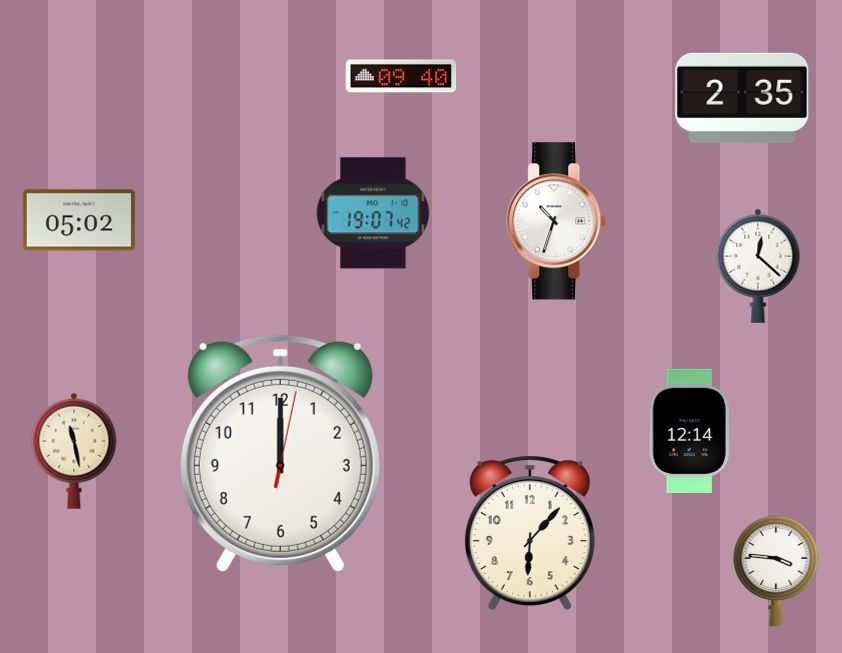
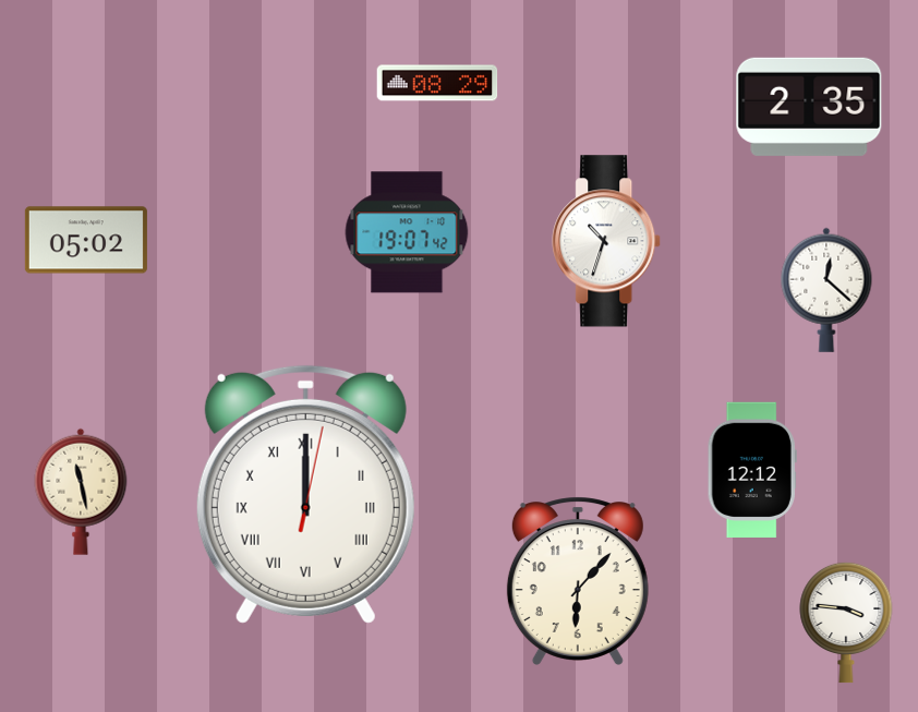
clock at (401, 76): 09:40 -> 08:29
clock at (690, 430): 12:14 -> 12:12
clock at (280, 453) numerals: Arabic -> Roman
